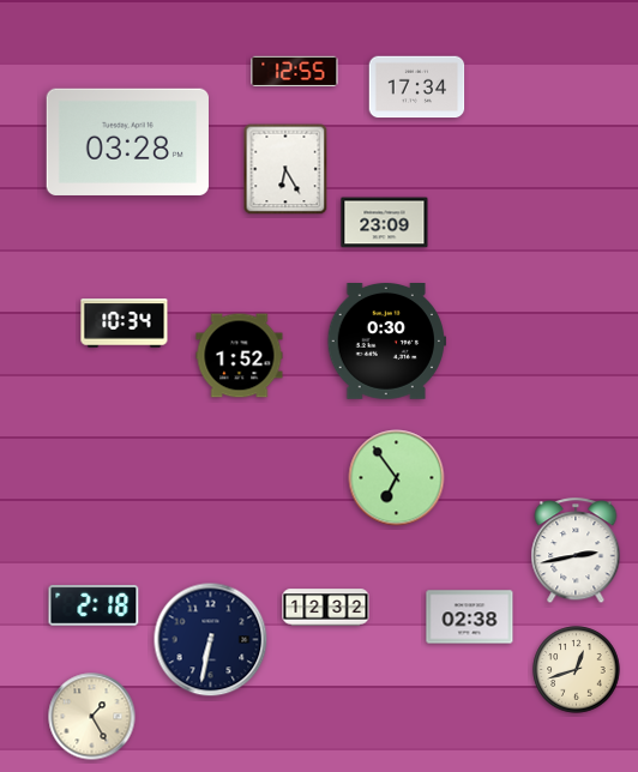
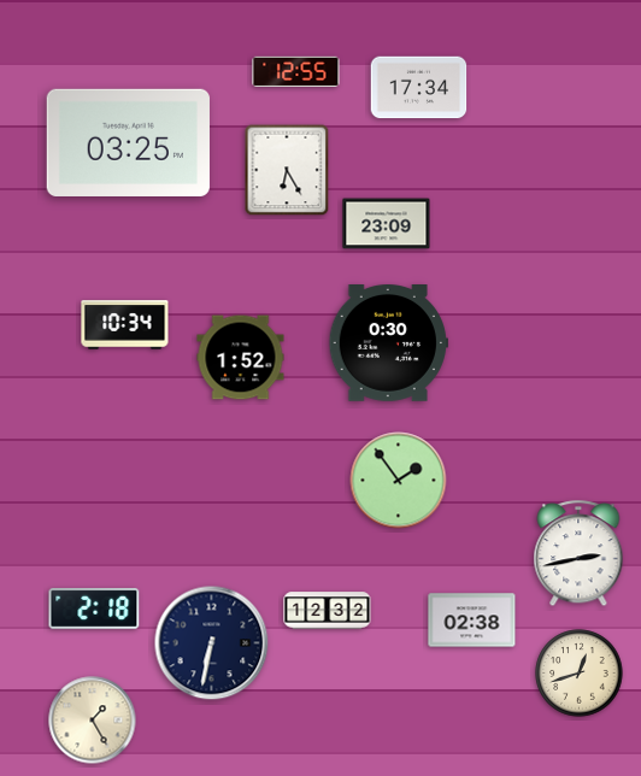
clock at (127, 141): 03:28 -> 03:25
clock at (397, 478): 6:54 -> 1:54
